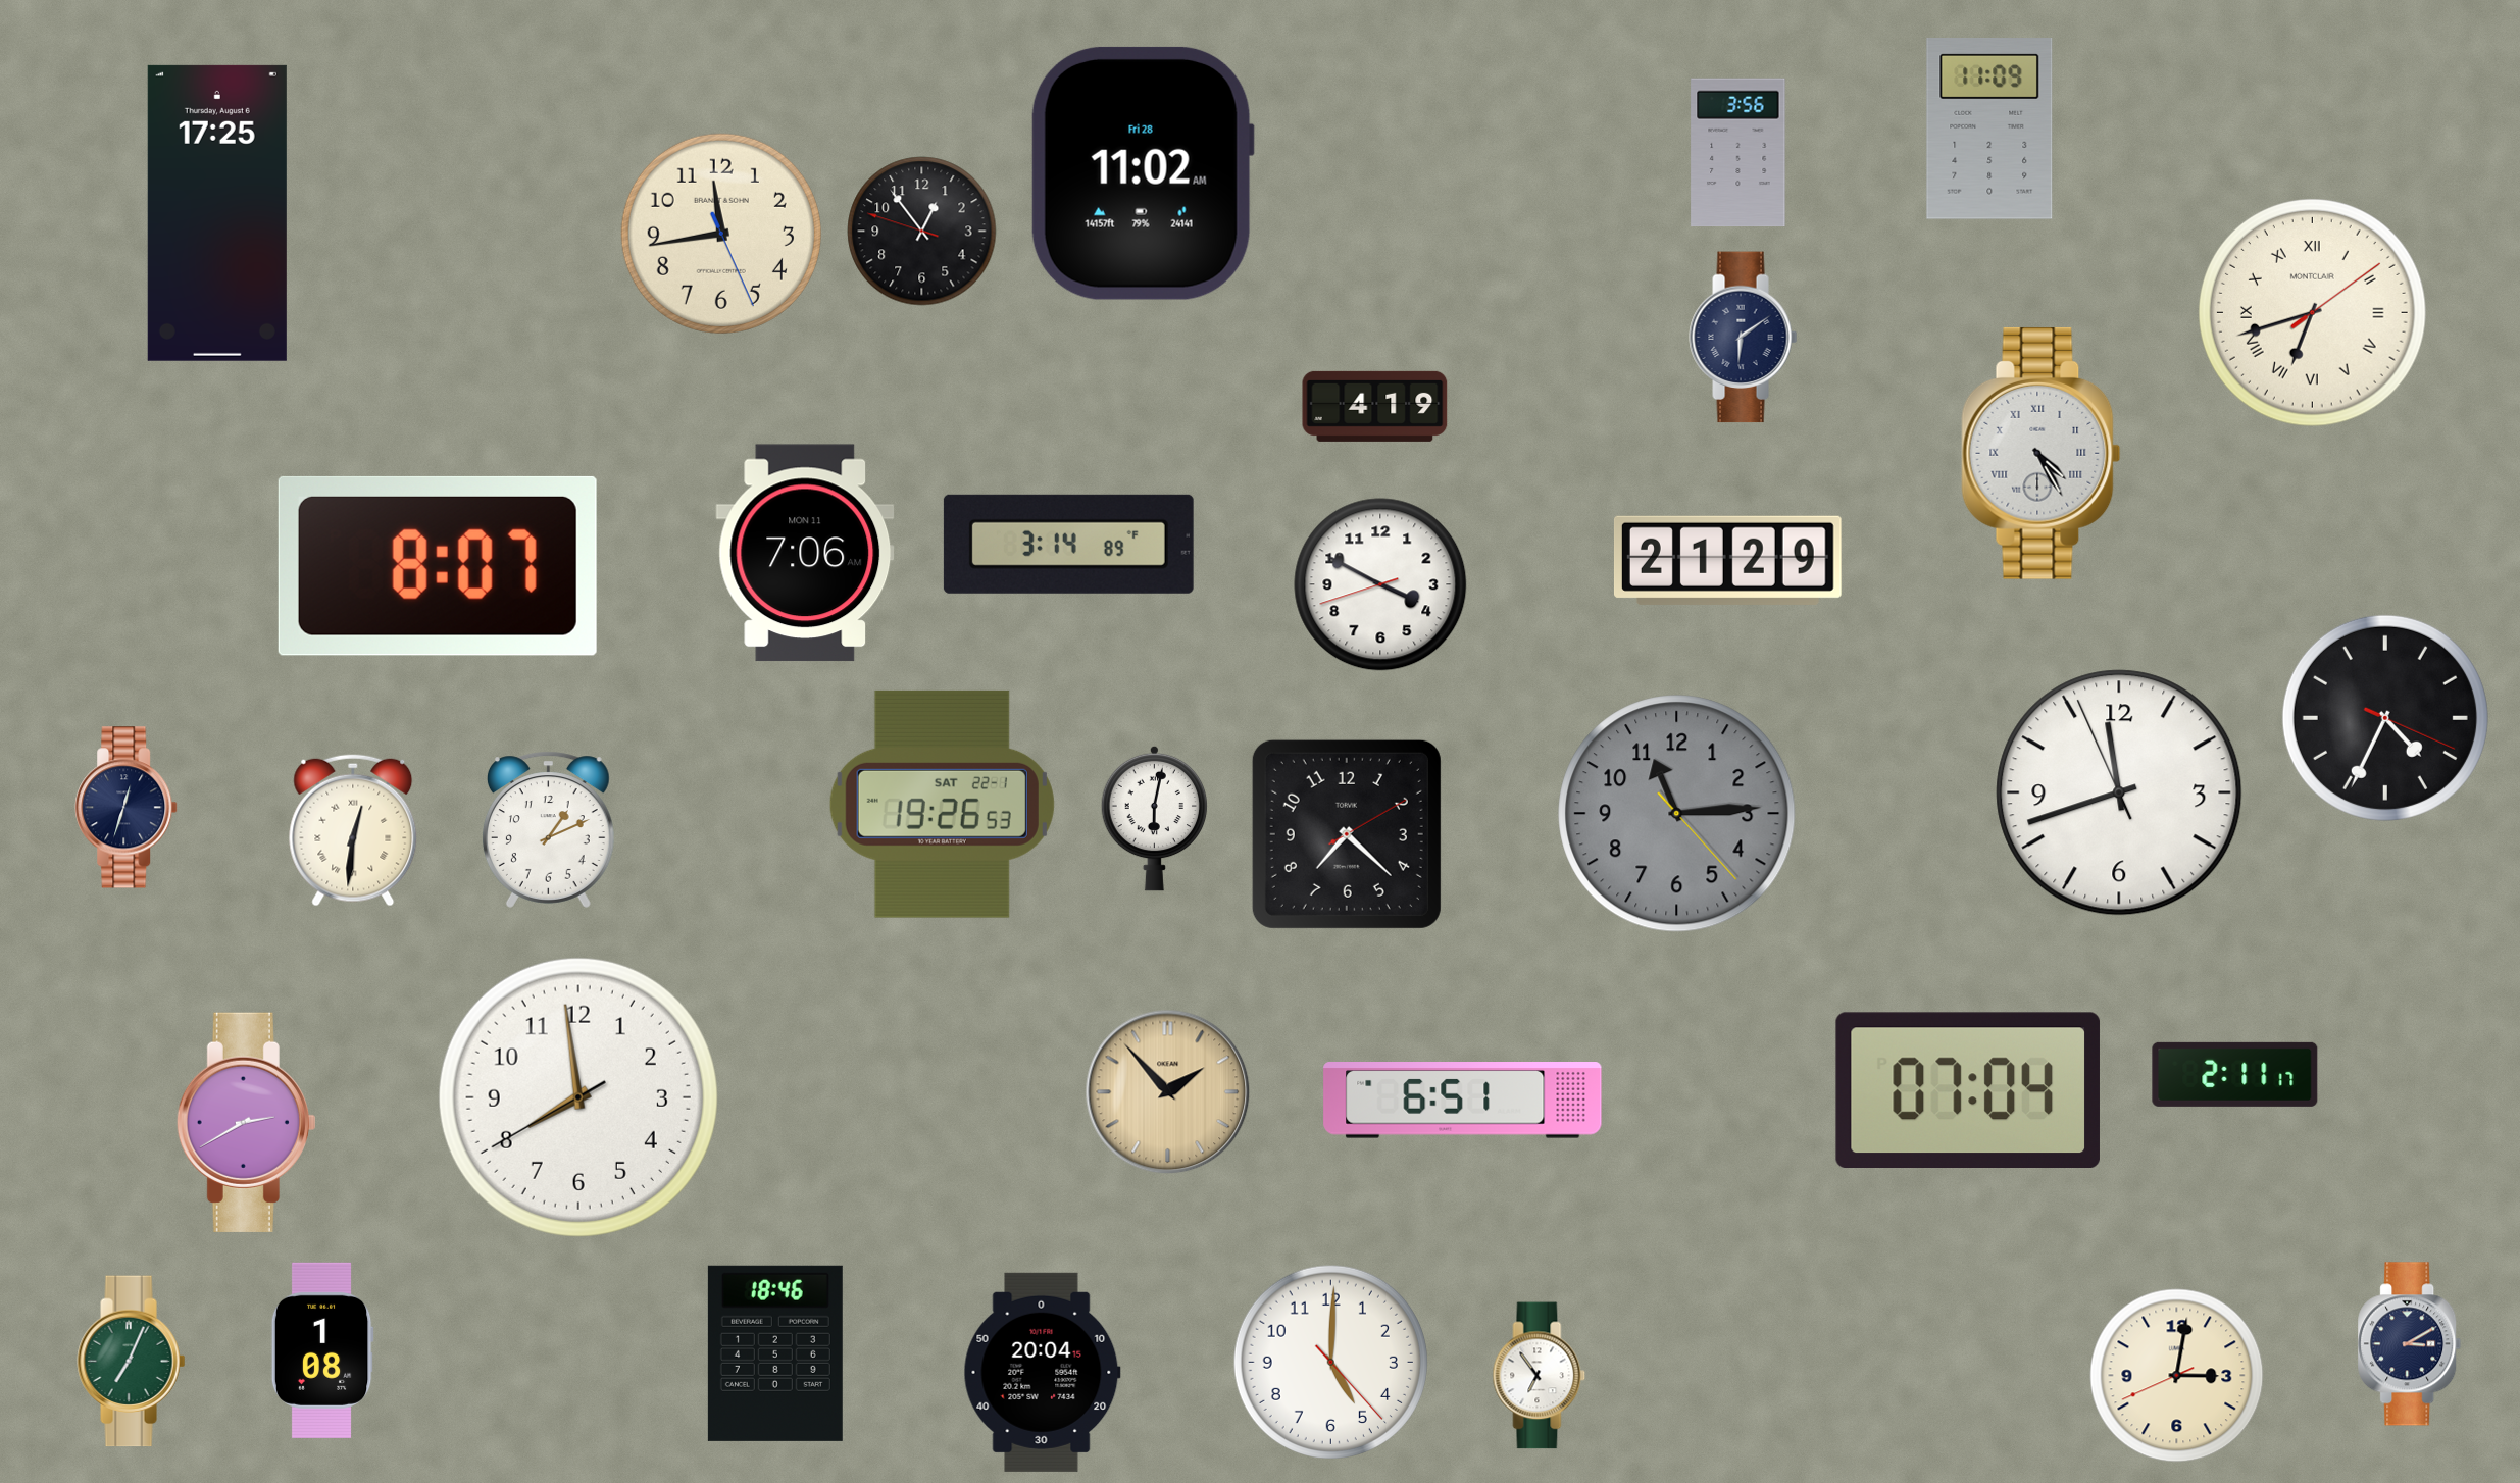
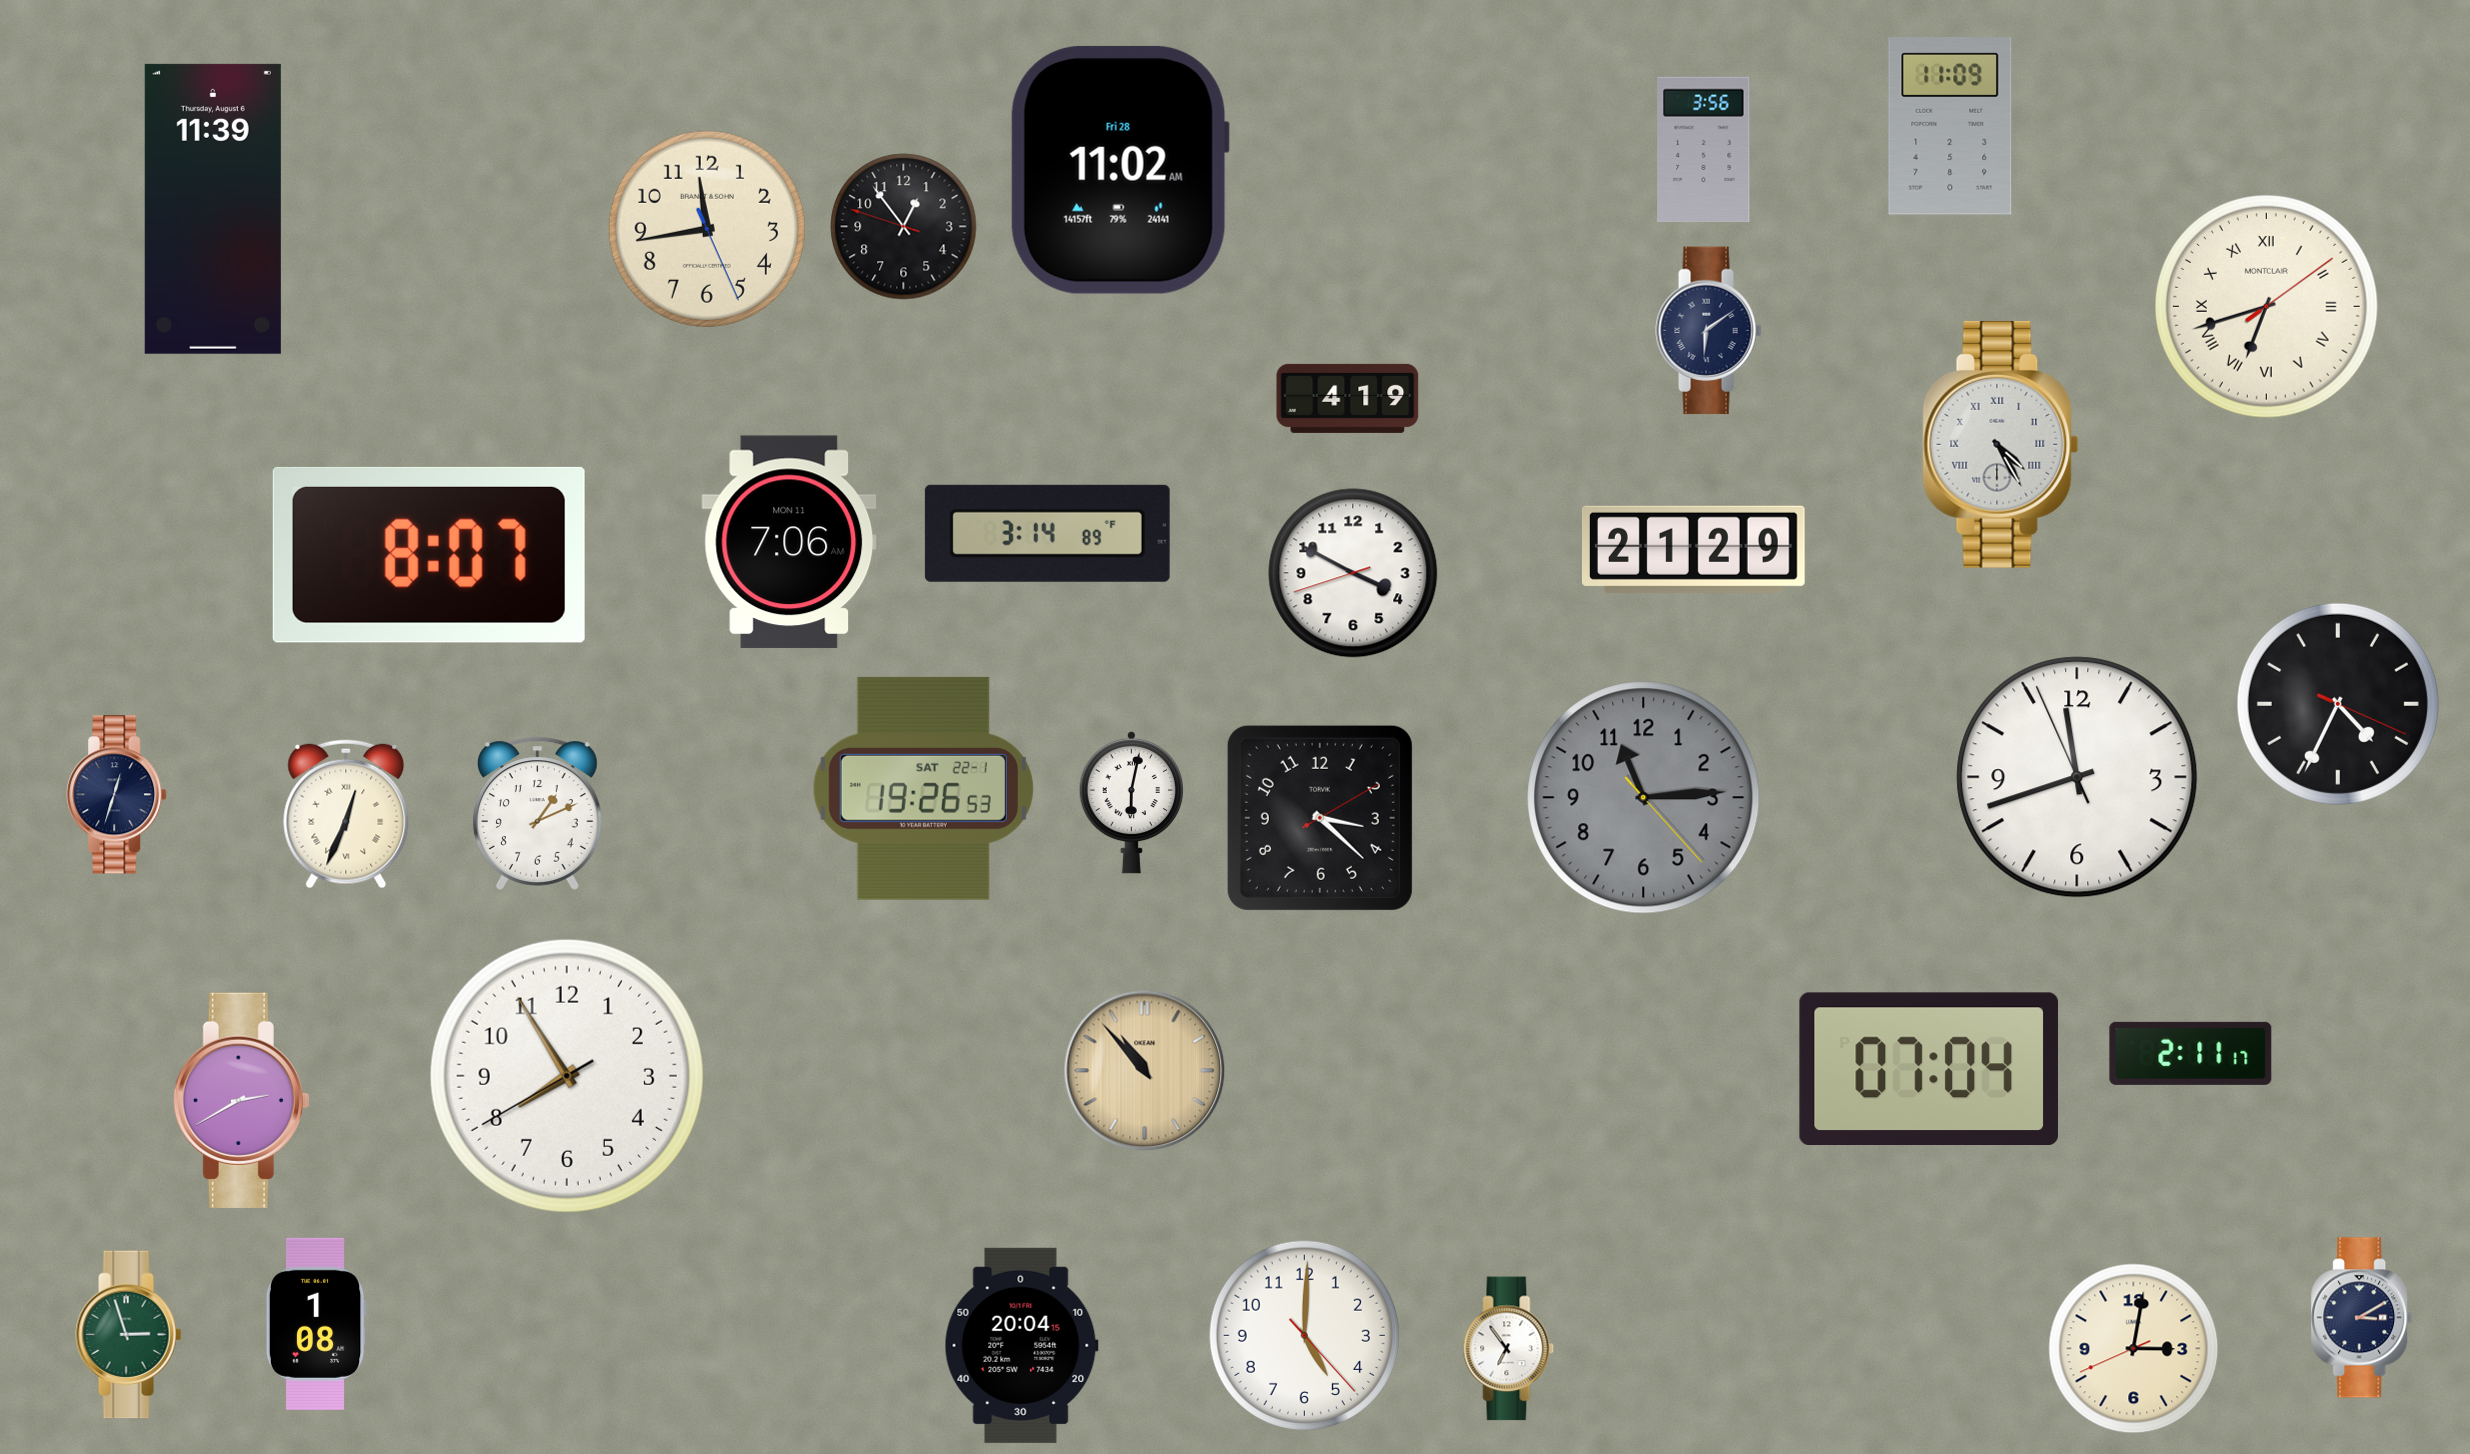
clock at (217, 213): 17:25 -> 11:39
clock at (127, 808) position: (127, 808) -> (117, 795)
clock at (353, 830): 12:31 -> 12:34
clock at (1347, 834): 7:22 -> 3:22
clock at (1168, 1092): 1:53 -> 10:53
clock at (578, 1097): 7:58 -> 7:54
clock at (1463, 1101): 6:51 -> none
clock at (775, 1353): 18:46 -> none
clock at (132, 1362): 7:04 -> 2:57
